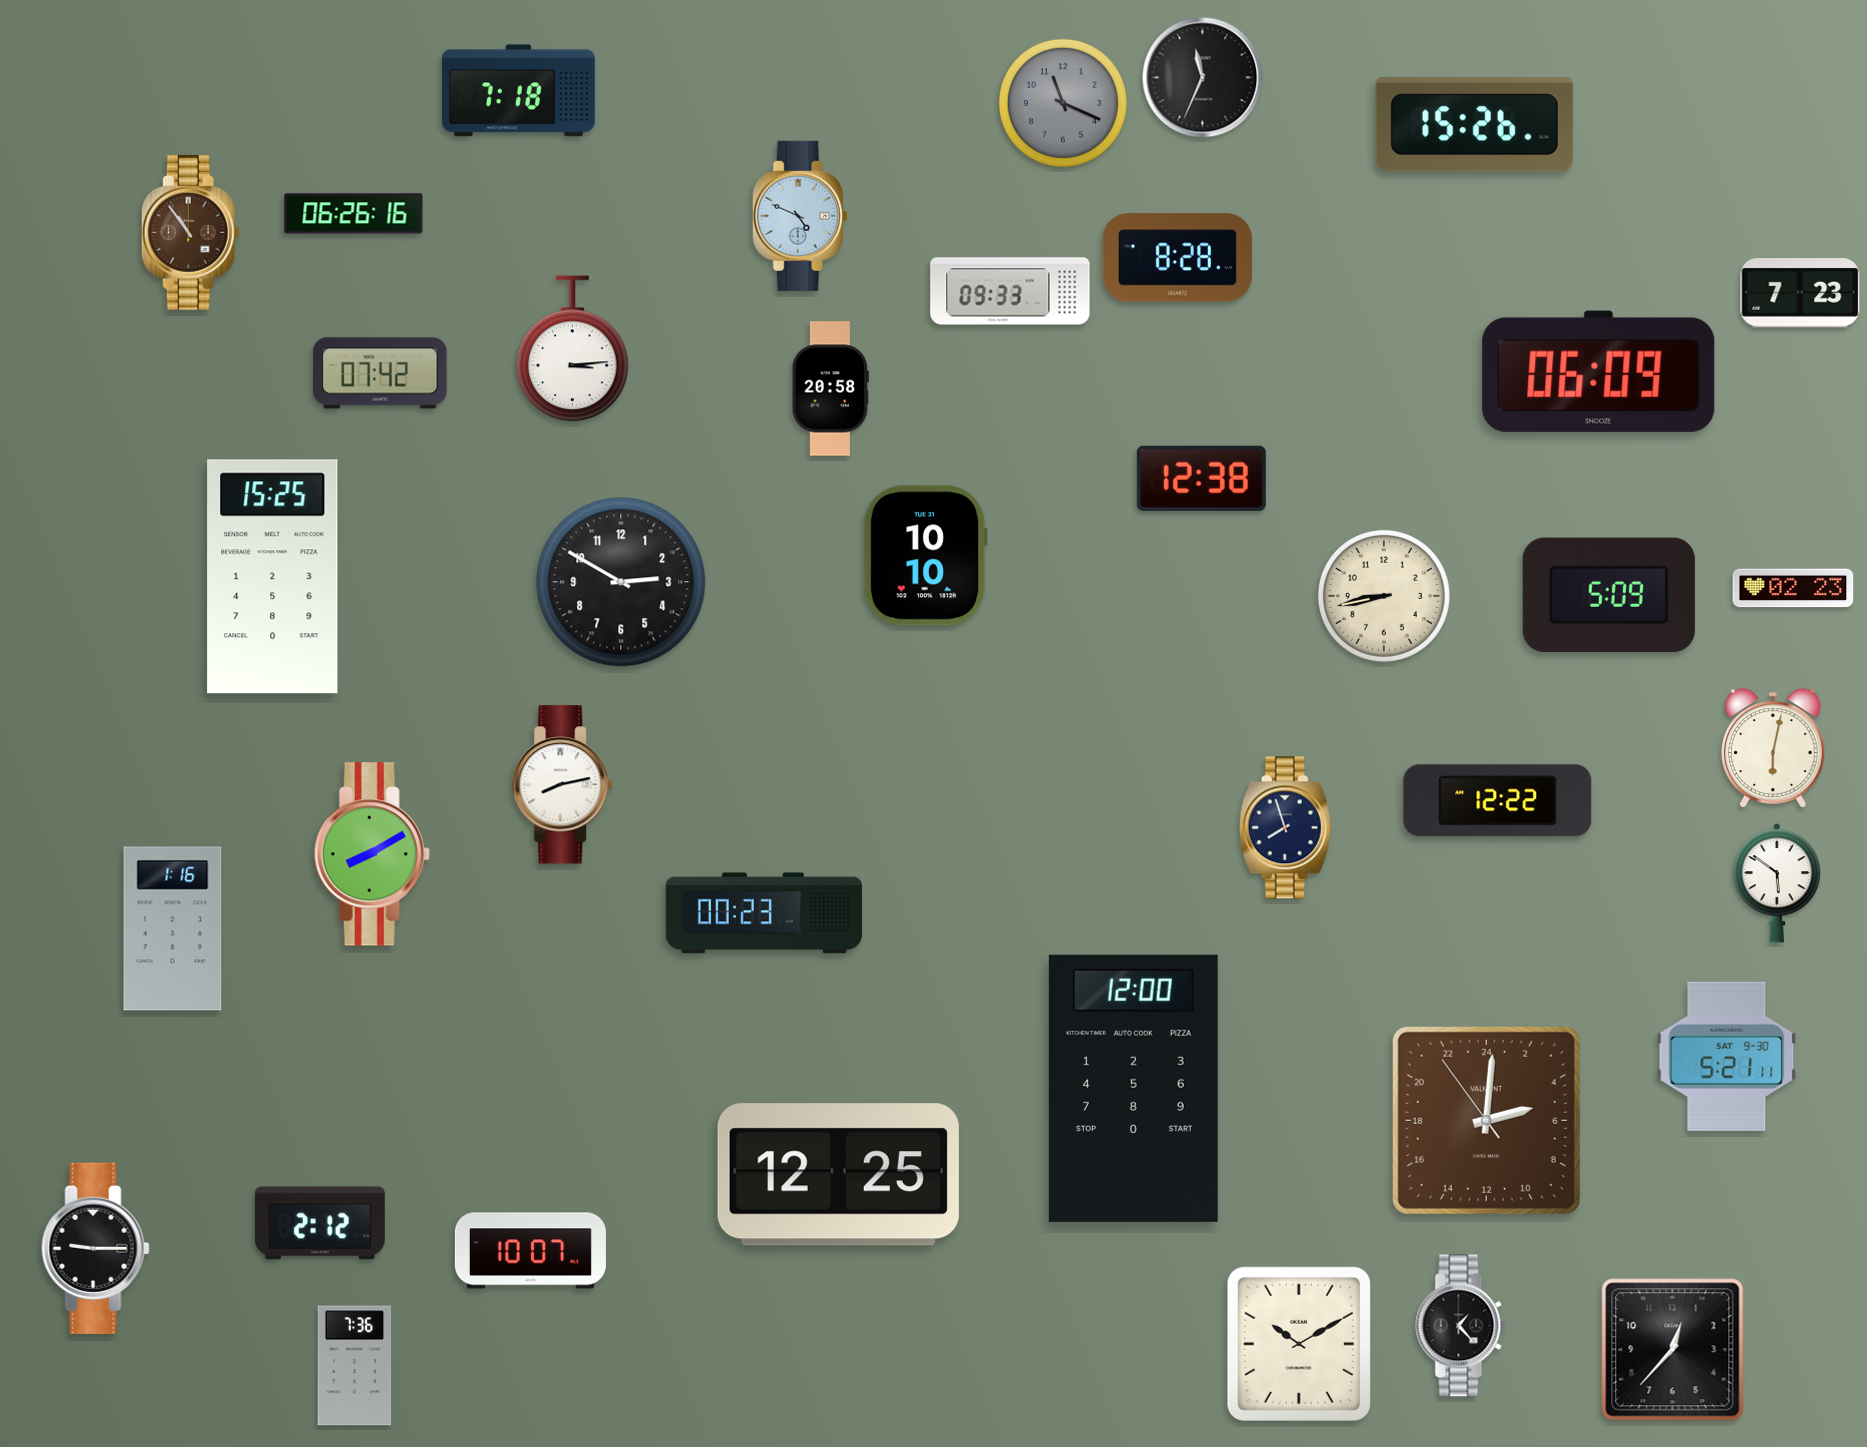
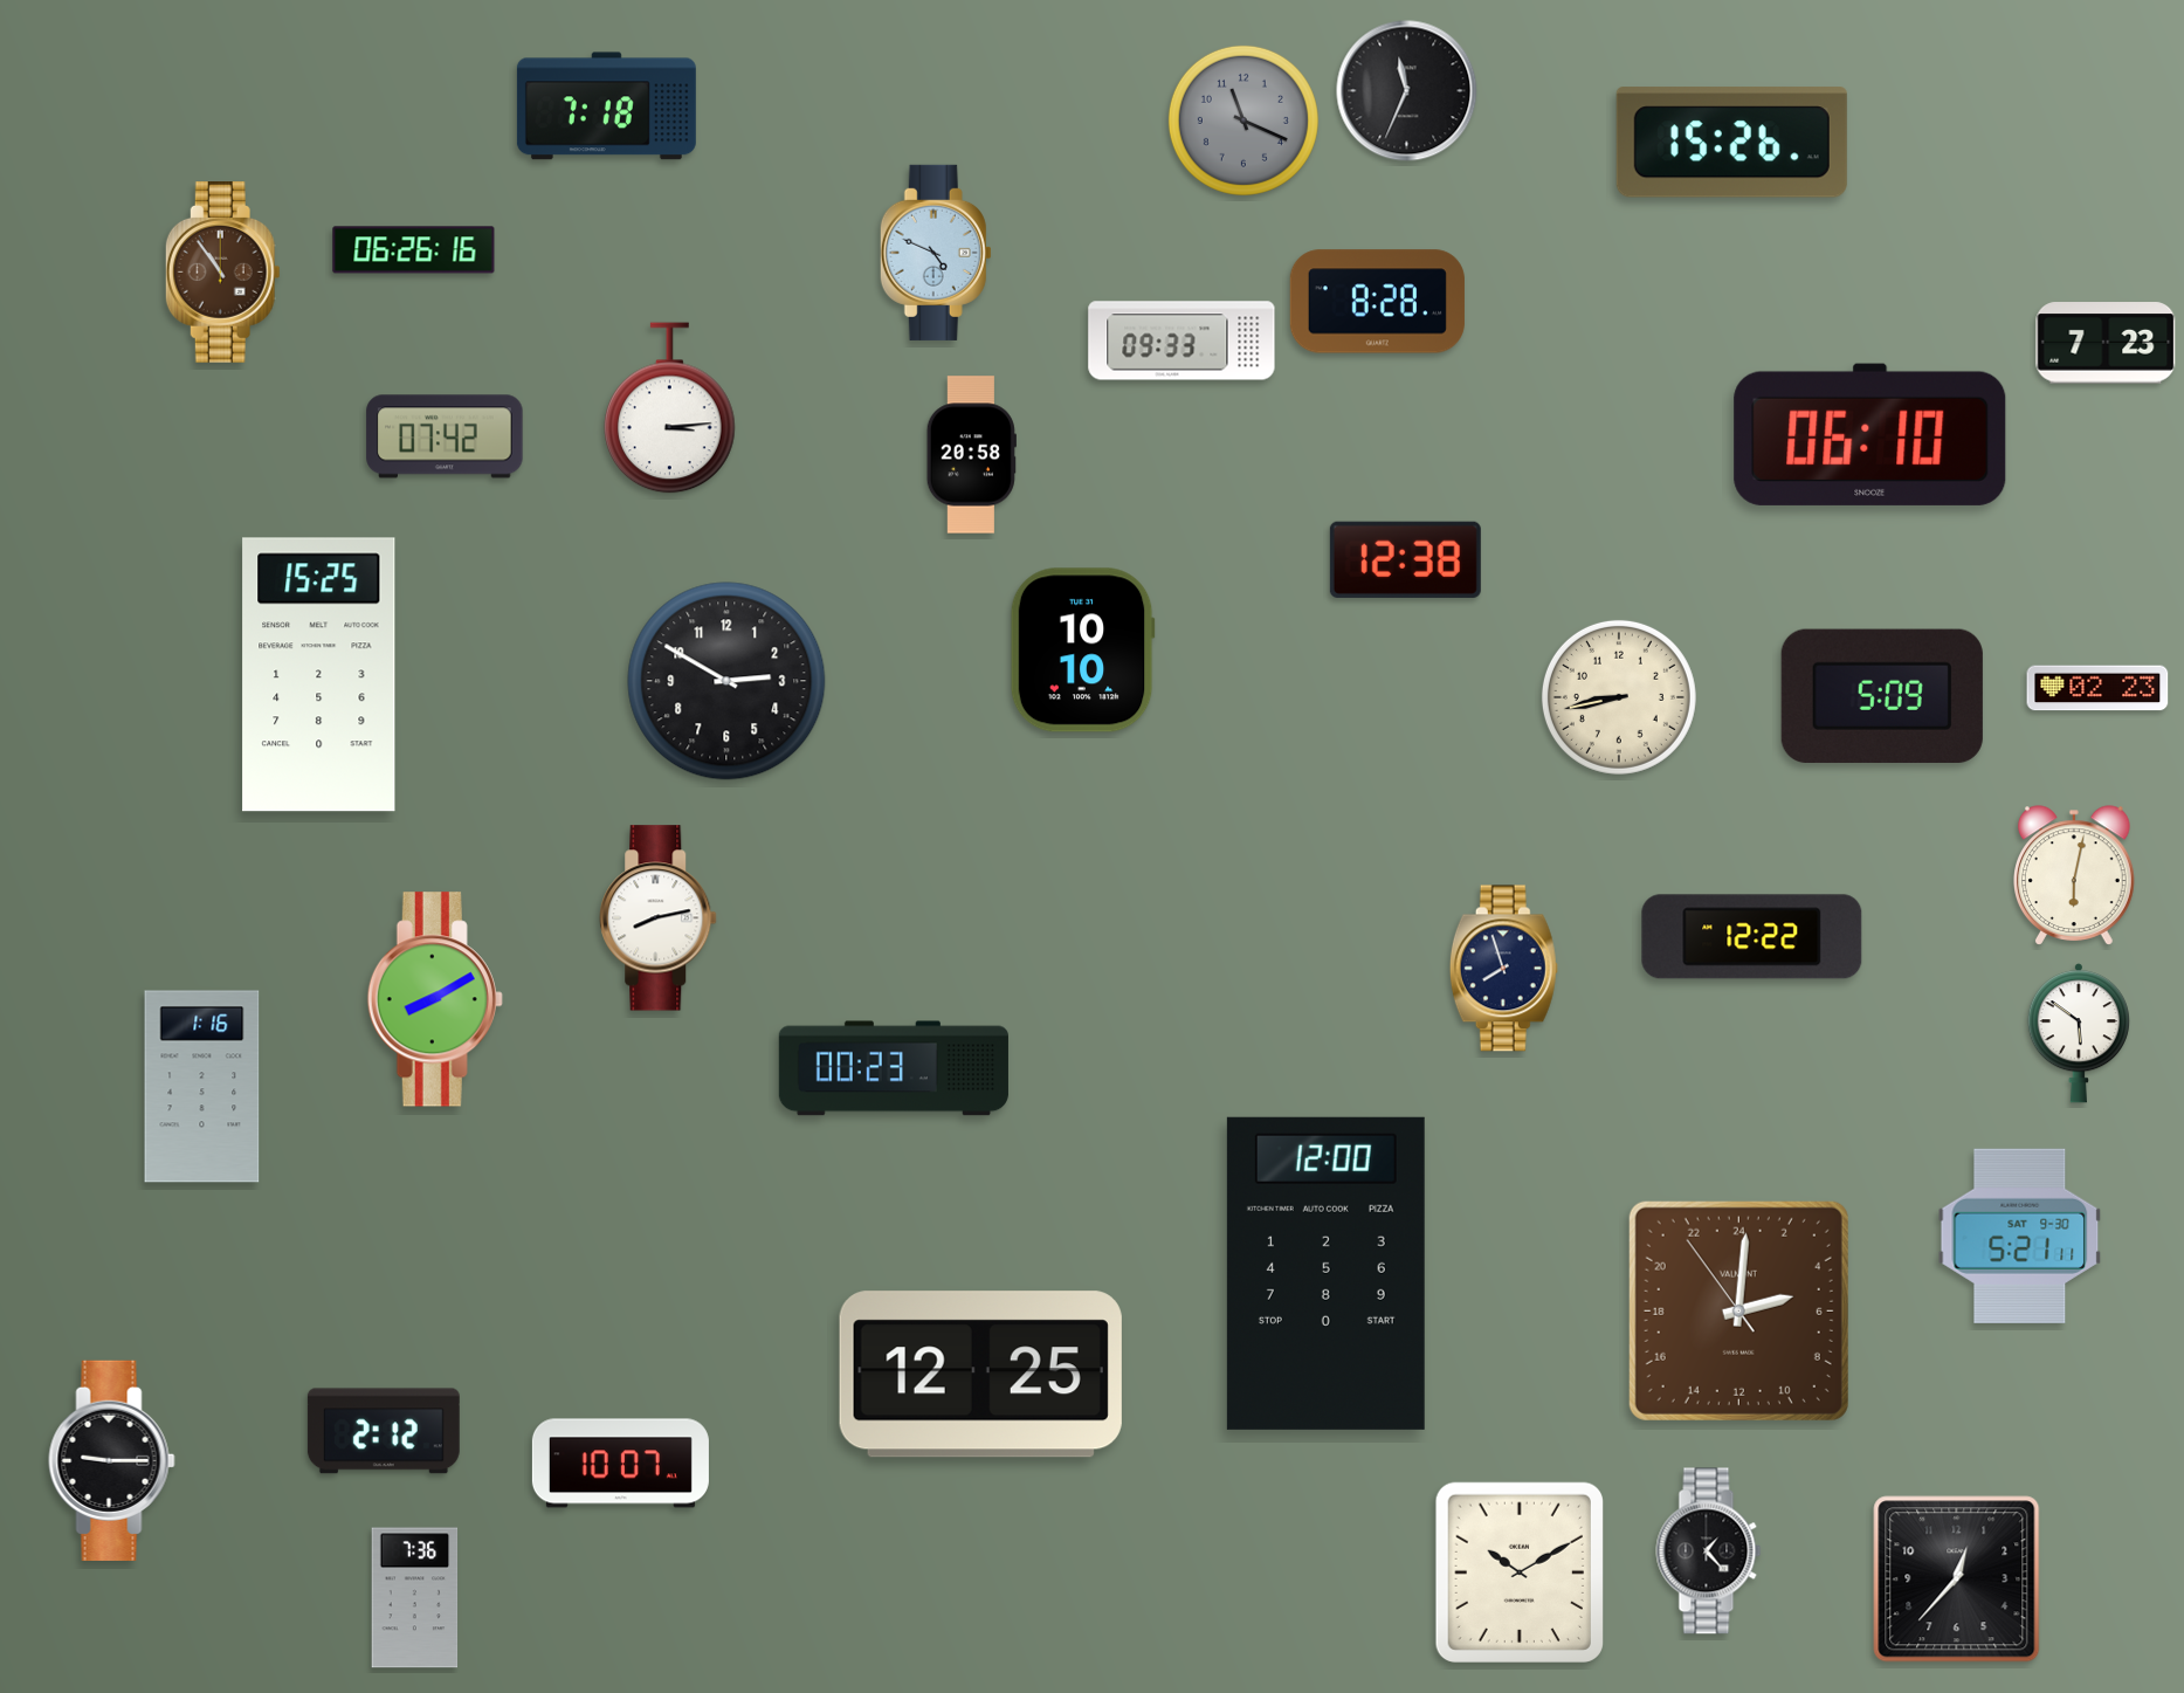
clock at (1474, 125) position: (1474, 125) -> (1731, 143)
clock at (1599, 371): 06:09 -> 06:10
clock at (320, 1223) position: (320, 1223) -> (384, 1431)
